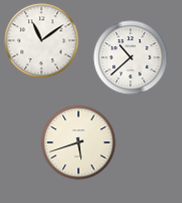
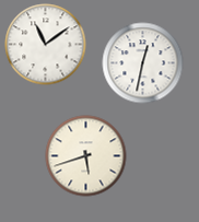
clock at (131, 58): 10:38 -> 12:32
